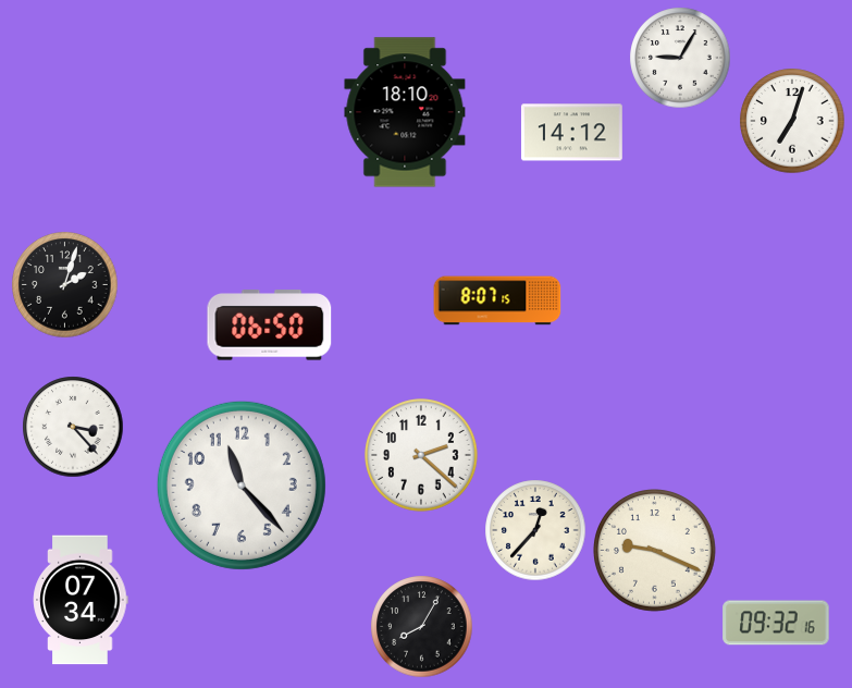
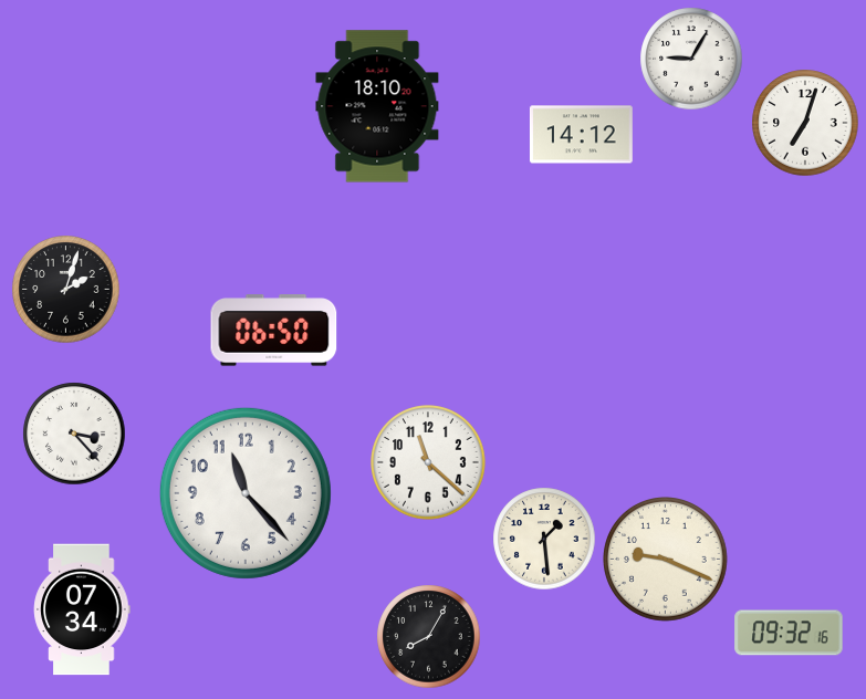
clock at (405, 112) position: (405, 112) -> (377, 106)
clock at (497, 300): 8:07 -> none
clock at (421, 455): 2:22 -> 11:22
clock at (535, 530): 12:37 -> 1:29
